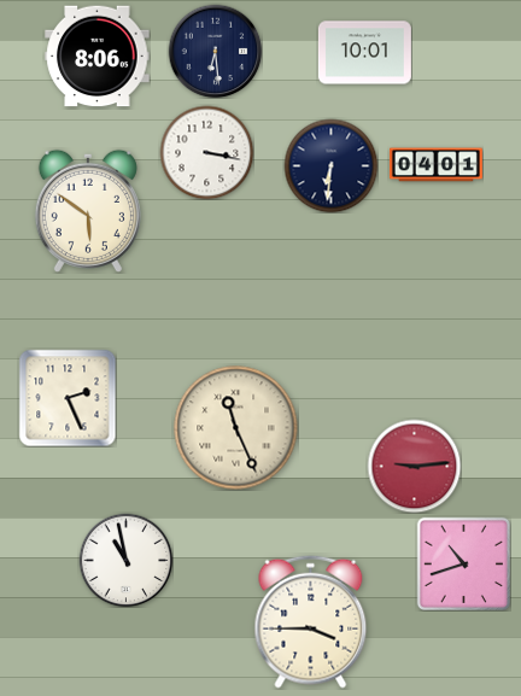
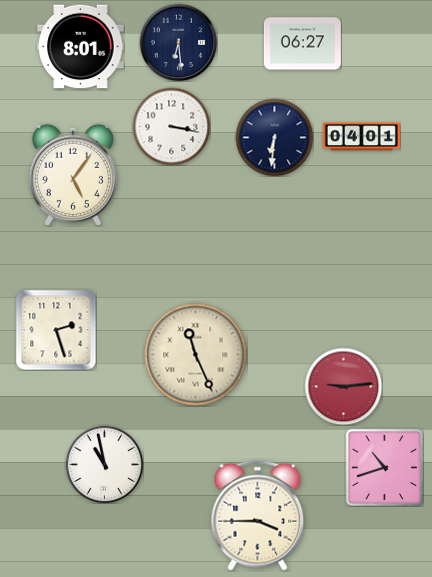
clock at (364, 53): 10:01 -> 06:27
clock at (98, 57): 8:06 -> 8:01
clock at (88, 211): 5:51 -> 5:06
clock at (68, 398): 2:26 -> 2:27
